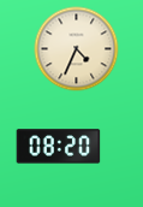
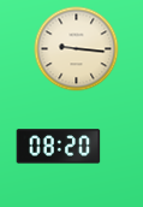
clock at (77, 49): 4:34 -> 9:16
